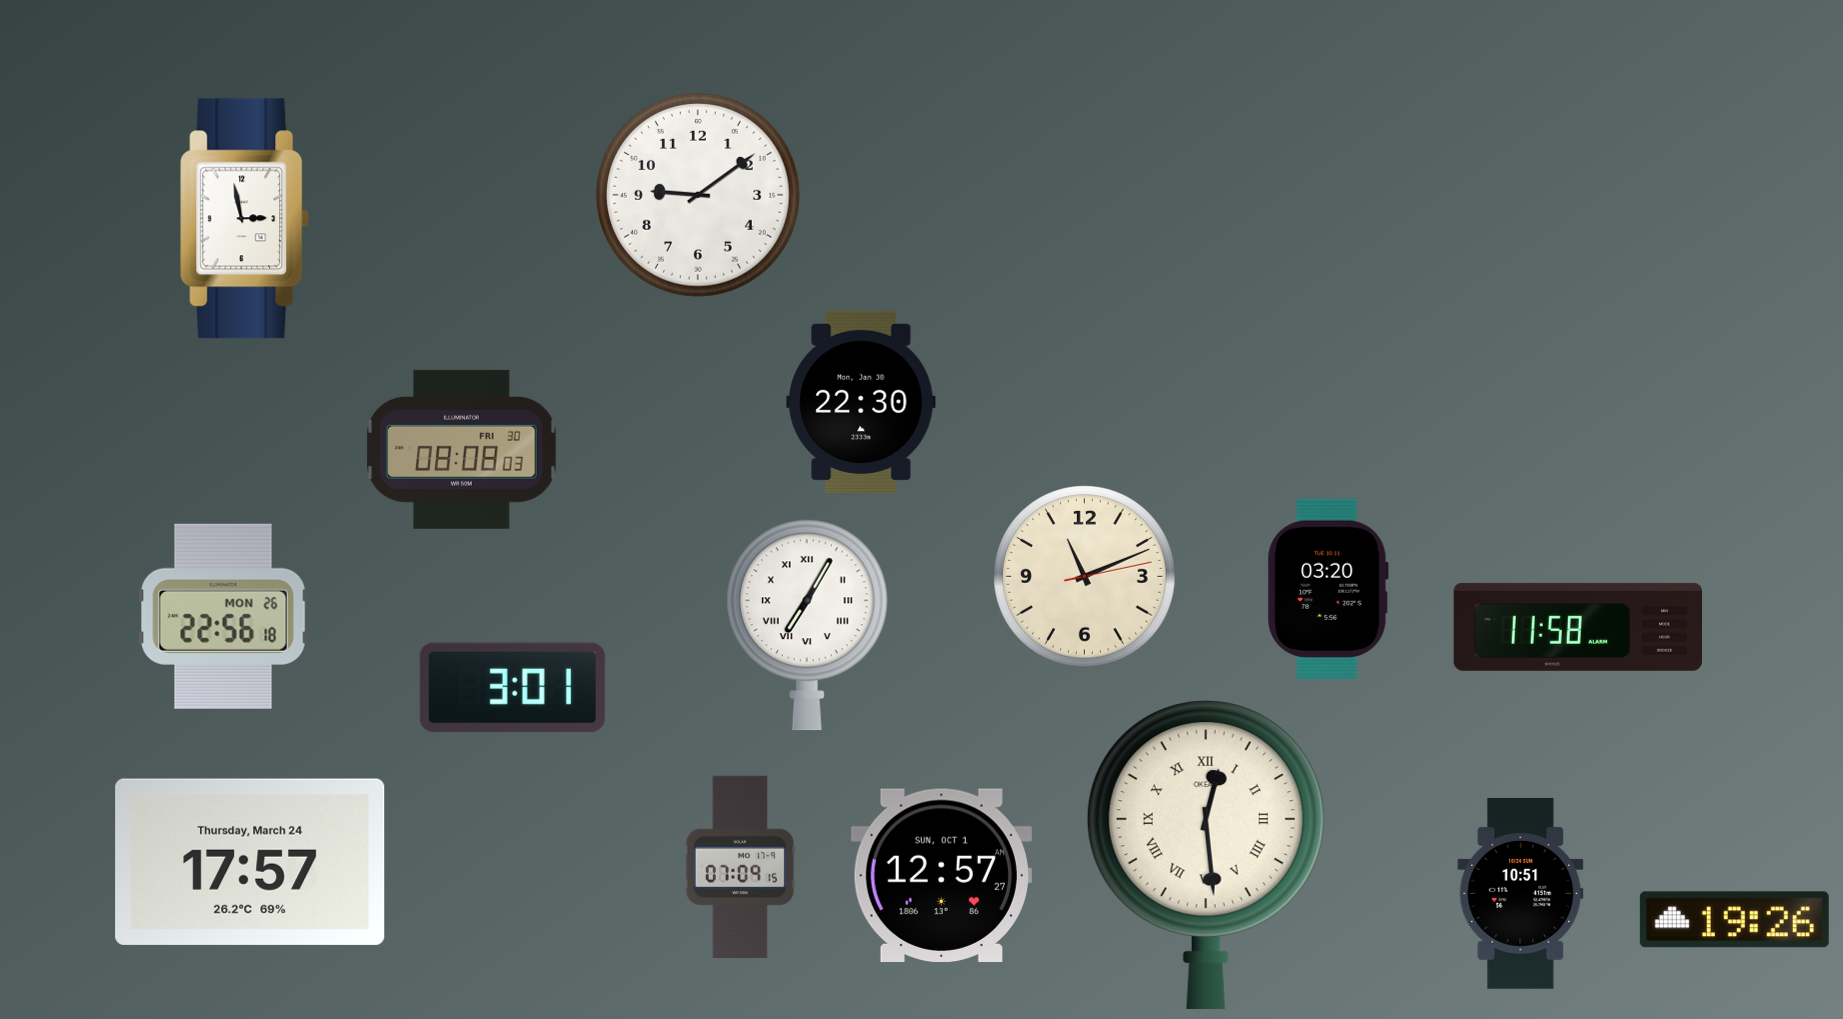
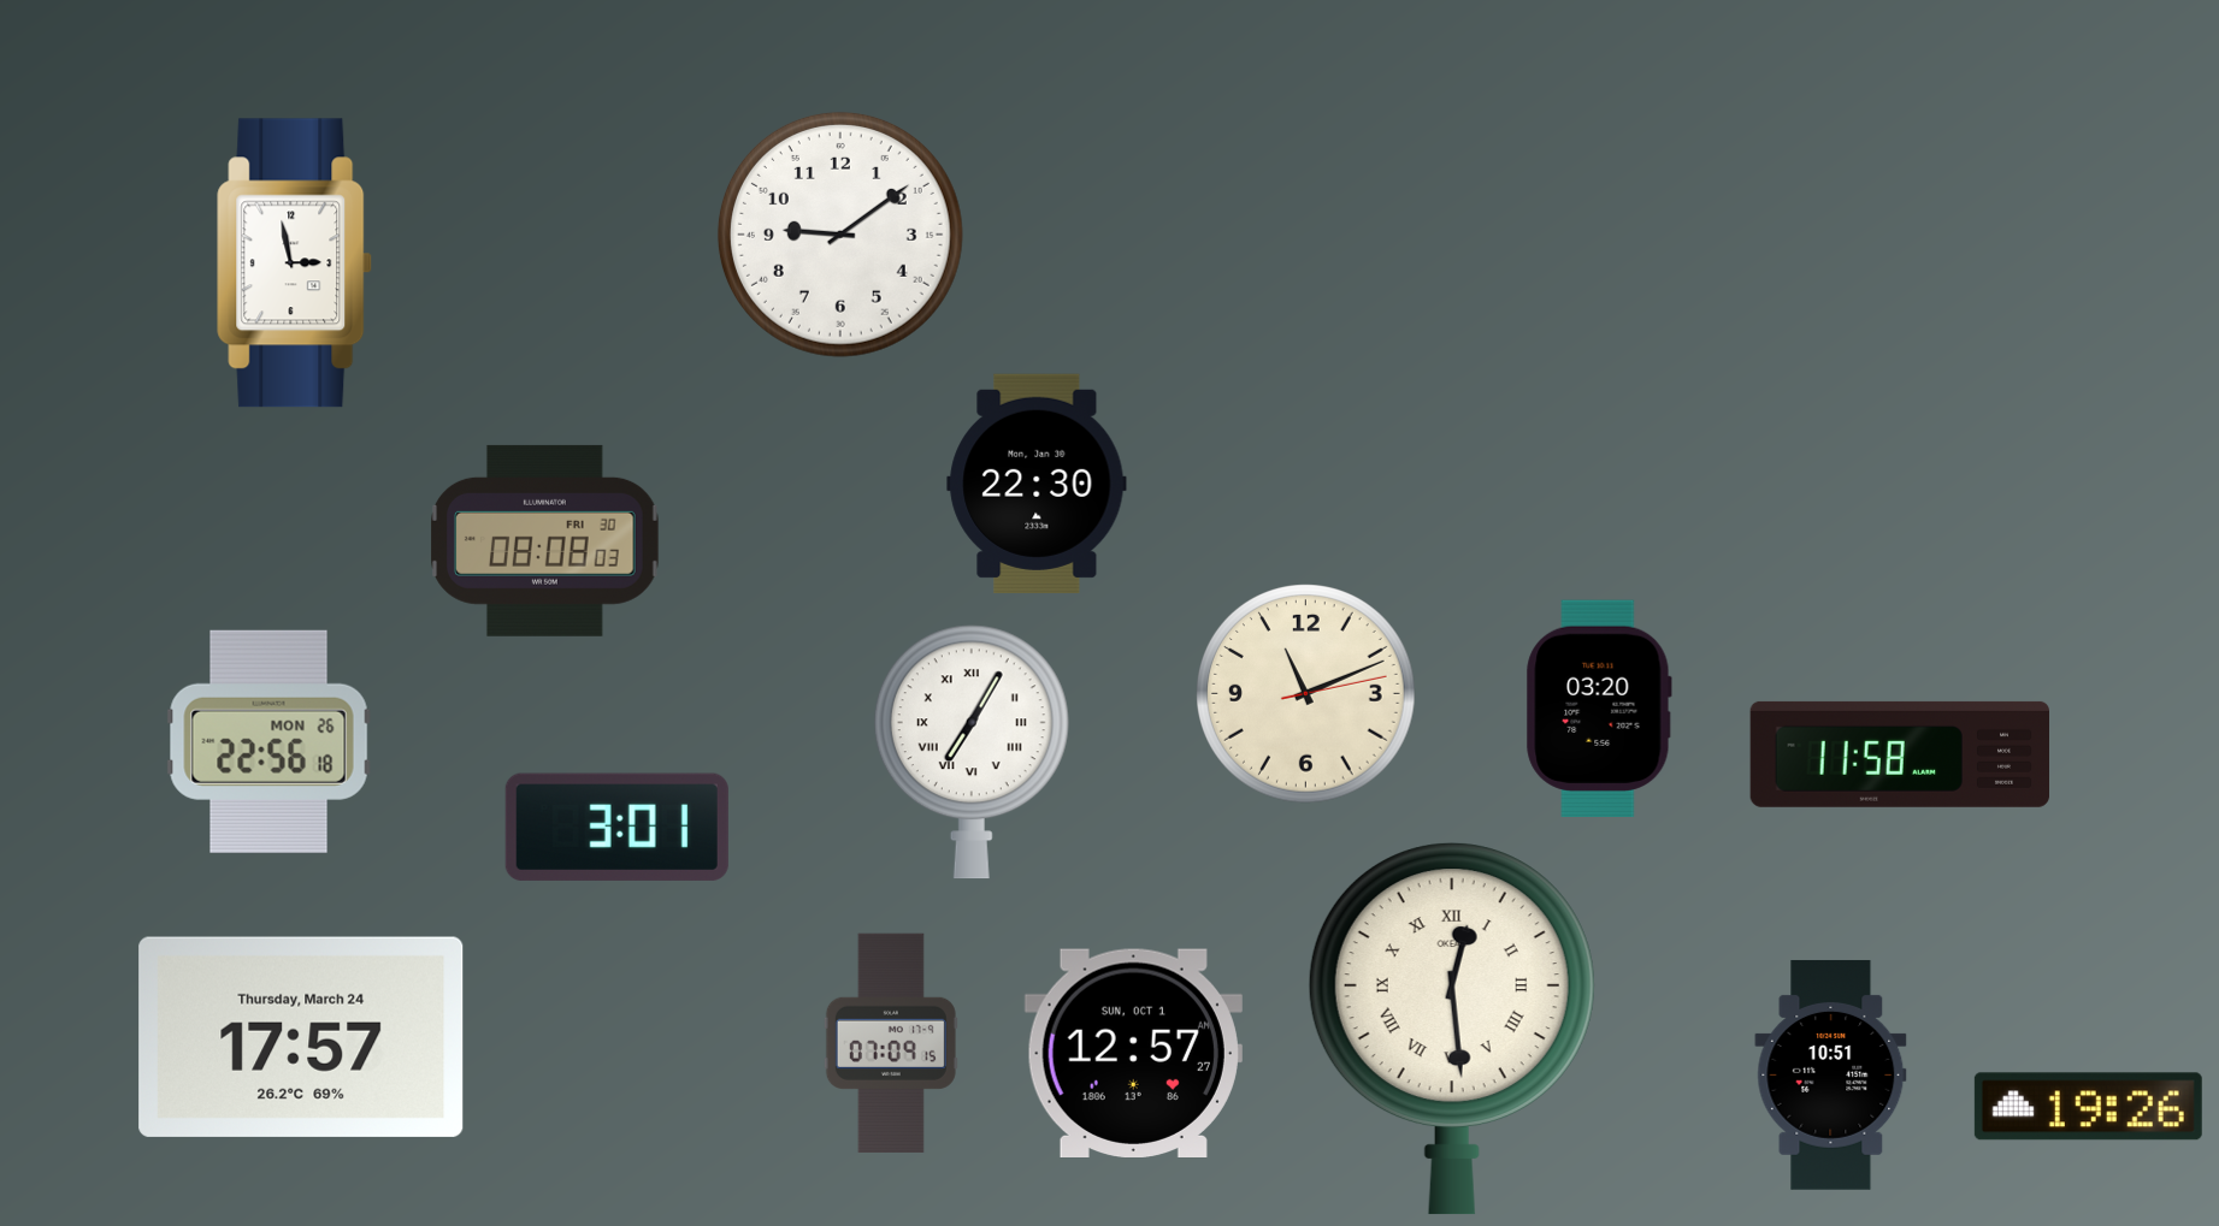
clock at (462, 449) position: (462, 449) -> (545, 540)
